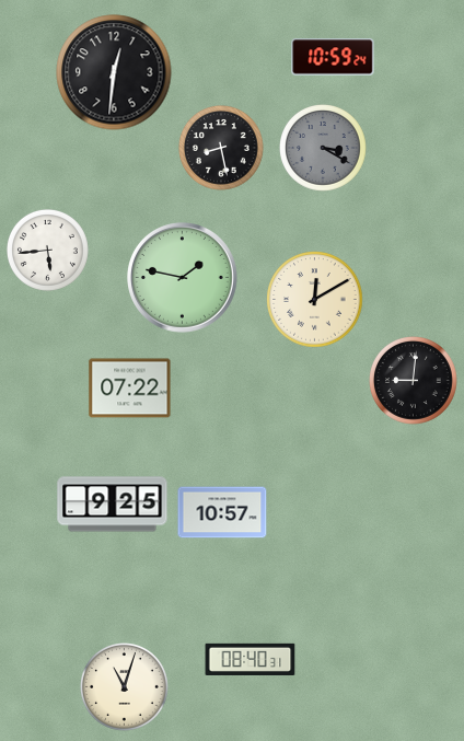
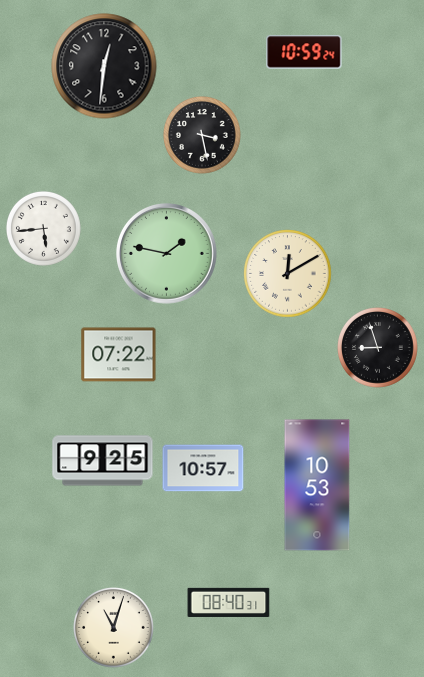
clock at (222, 149): 8:28 -> 3:28
clock at (324, 149): 3:20 -> none
clock at (414, 381): 9:01 -> 8:57
clock at (317, 485): none -> 10:53
